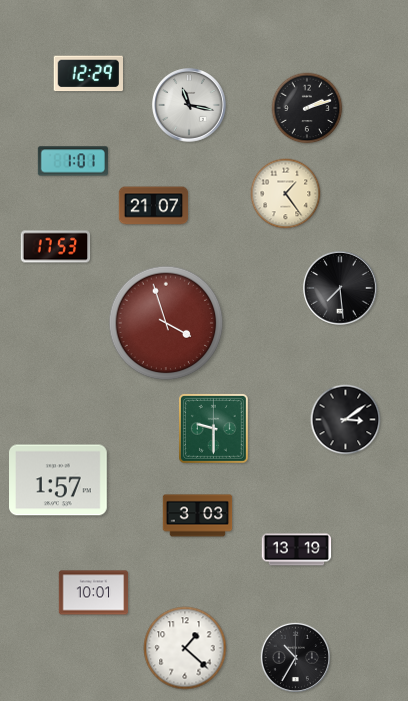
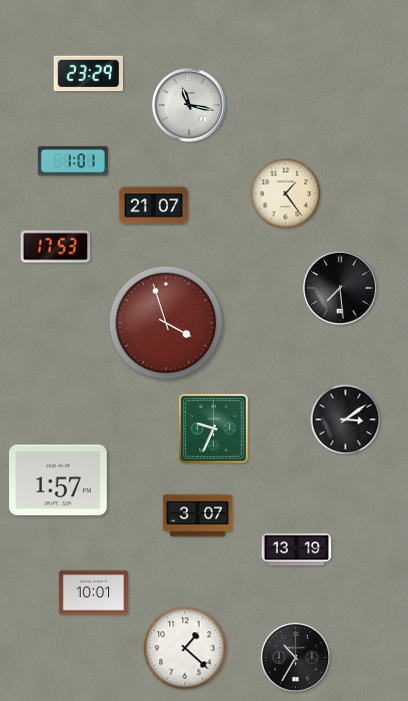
clock at (88, 74): 12:29 -> 23:29
clock at (307, 108): 2:12 -> none
clock at (214, 429): 9:30 -> 9:34
clock at (198, 516): 3:03 -> 3:07
